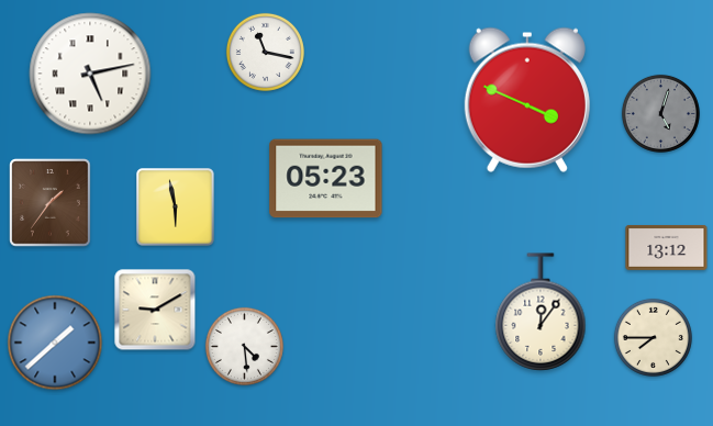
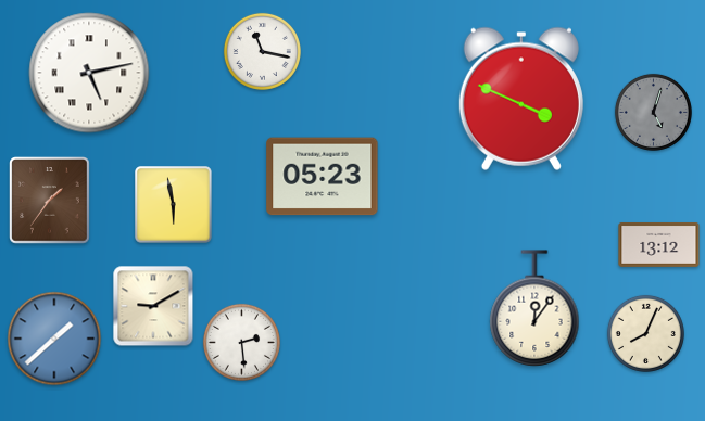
clock at (653, 337): 7:45 -> 8:04
clock at (244, 346): 4:29 -> 2:29
